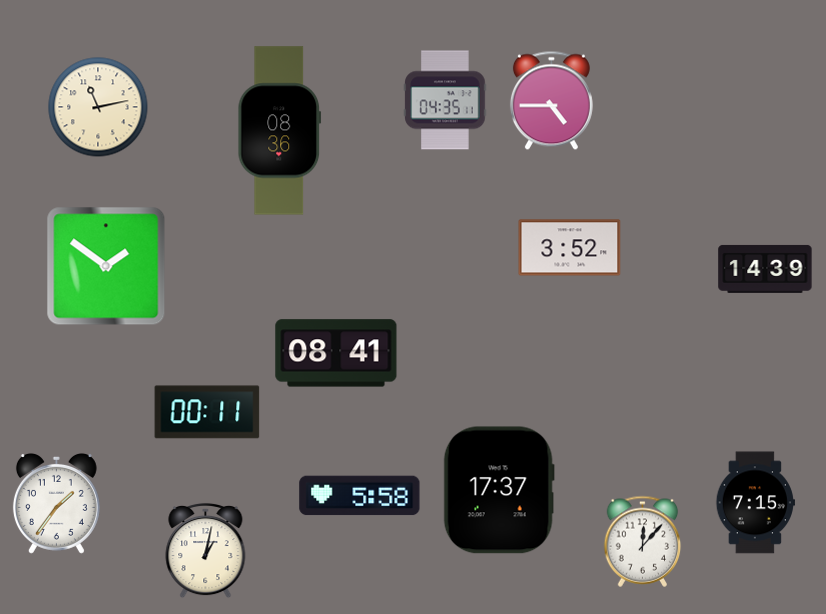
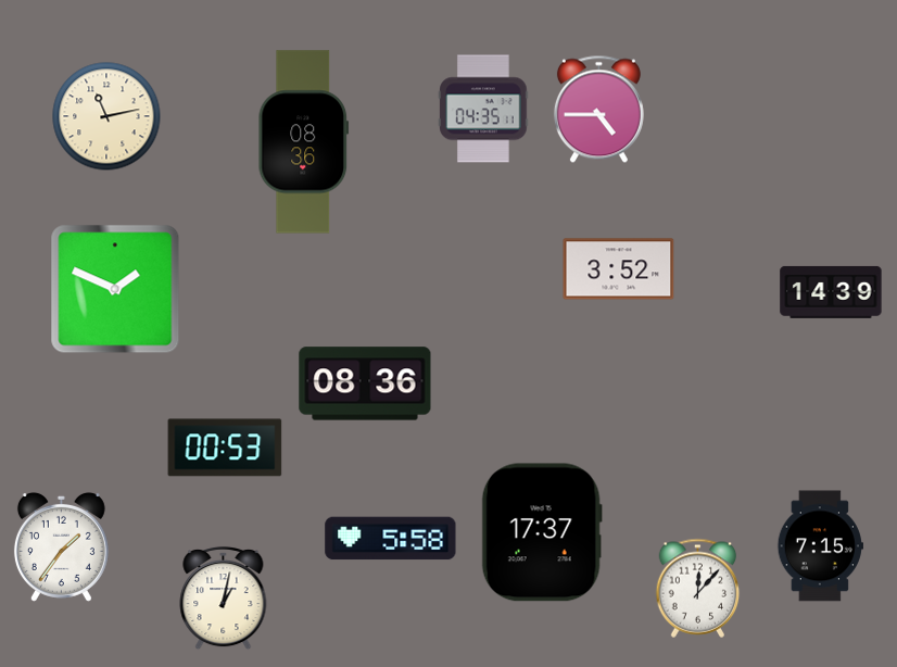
clock at (106, 266): 1:51 -> 1:49
clock at (336, 353): 08:41 -> 08:36
clock at (207, 412): 00:11 -> 00:53
